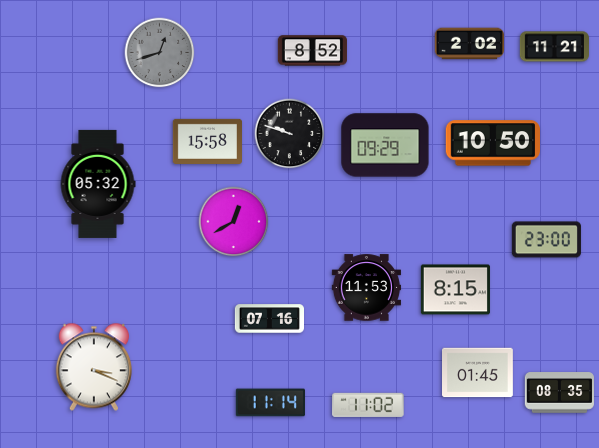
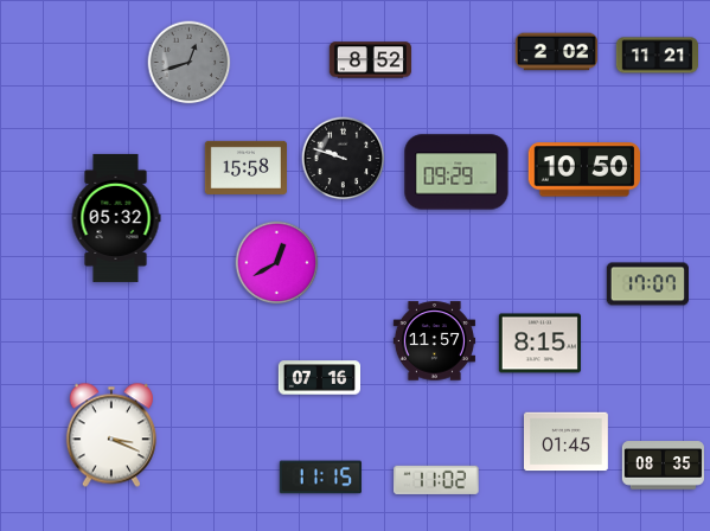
clock at (546, 240): 23:00 -> 17:07
clock at (366, 288): 11:53 -> 11:57
clock at (270, 403): 11:14 -> 11:15
